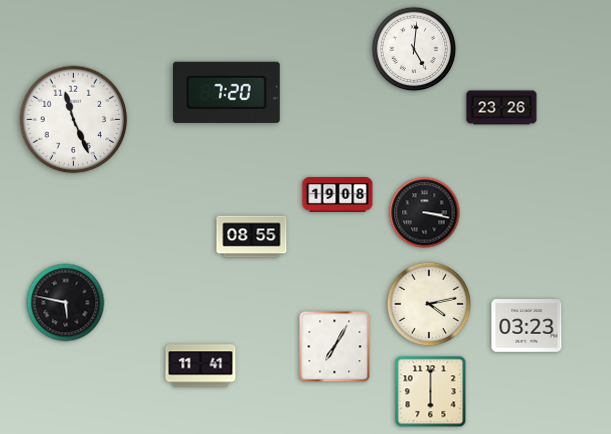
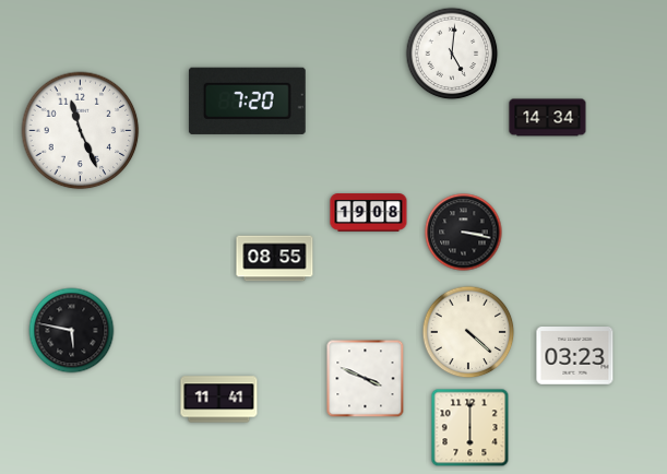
clock at (502, 108): 23:26 -> 14:34
clock at (429, 304): 4:13 -> 4:22
clock at (335, 347): 7:05 -> 3:49
